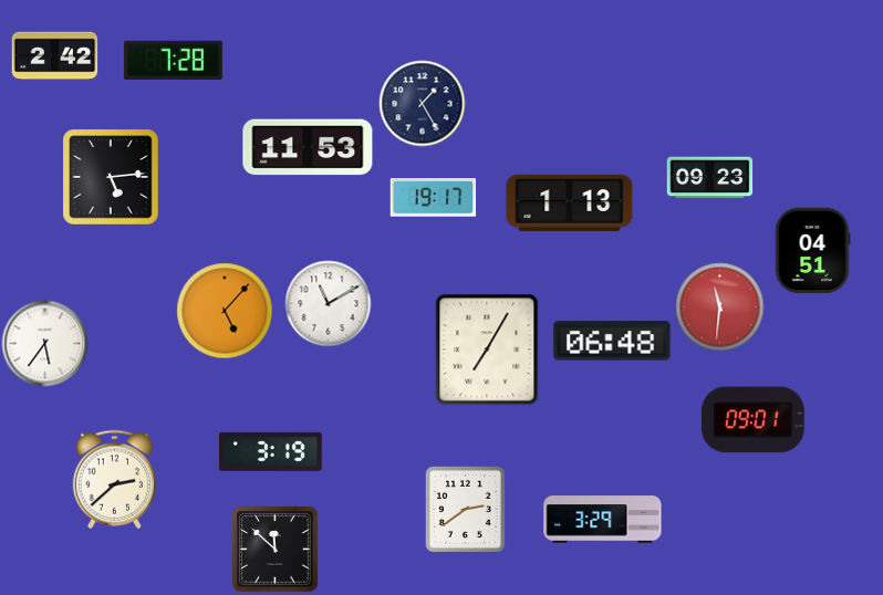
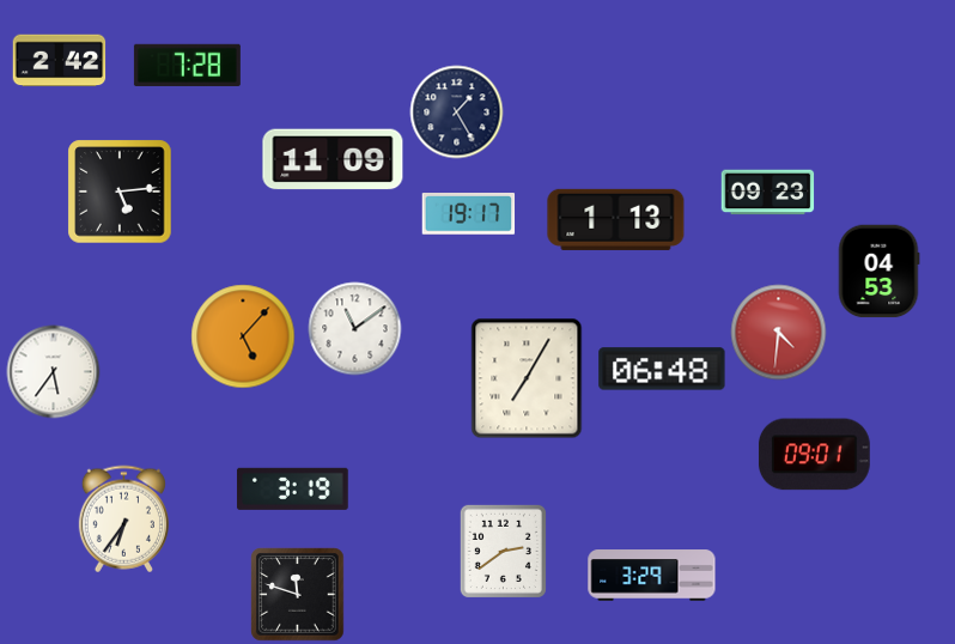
clock at (308, 147): 11:53 -> 11:09
clock at (812, 250): 04:51 -> 04:53
clock at (328, 303): 11:10 -> 11:09
clock at (719, 306): 11:31 -> 4:31
clock at (44, 343) position: (44, 343) -> (53, 371)
clock at (114, 479): 2:38 -> 6:36
clock at (603, 520) position: (603, 520) -> (652, 576)
clock at (274, 549): 11:52 -> 11:48
